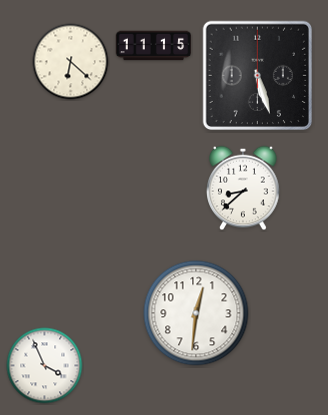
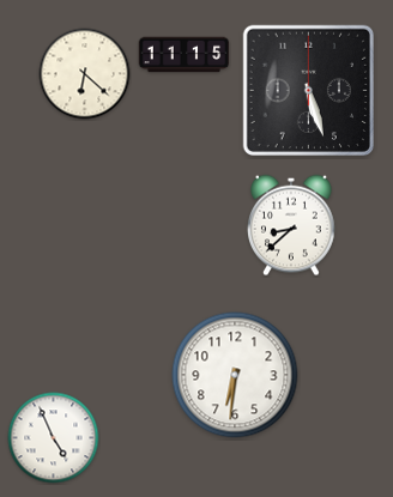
clock at (196, 313): 12:31 -> 6:31
clock at (45, 366): 3:56 -> 4:56
